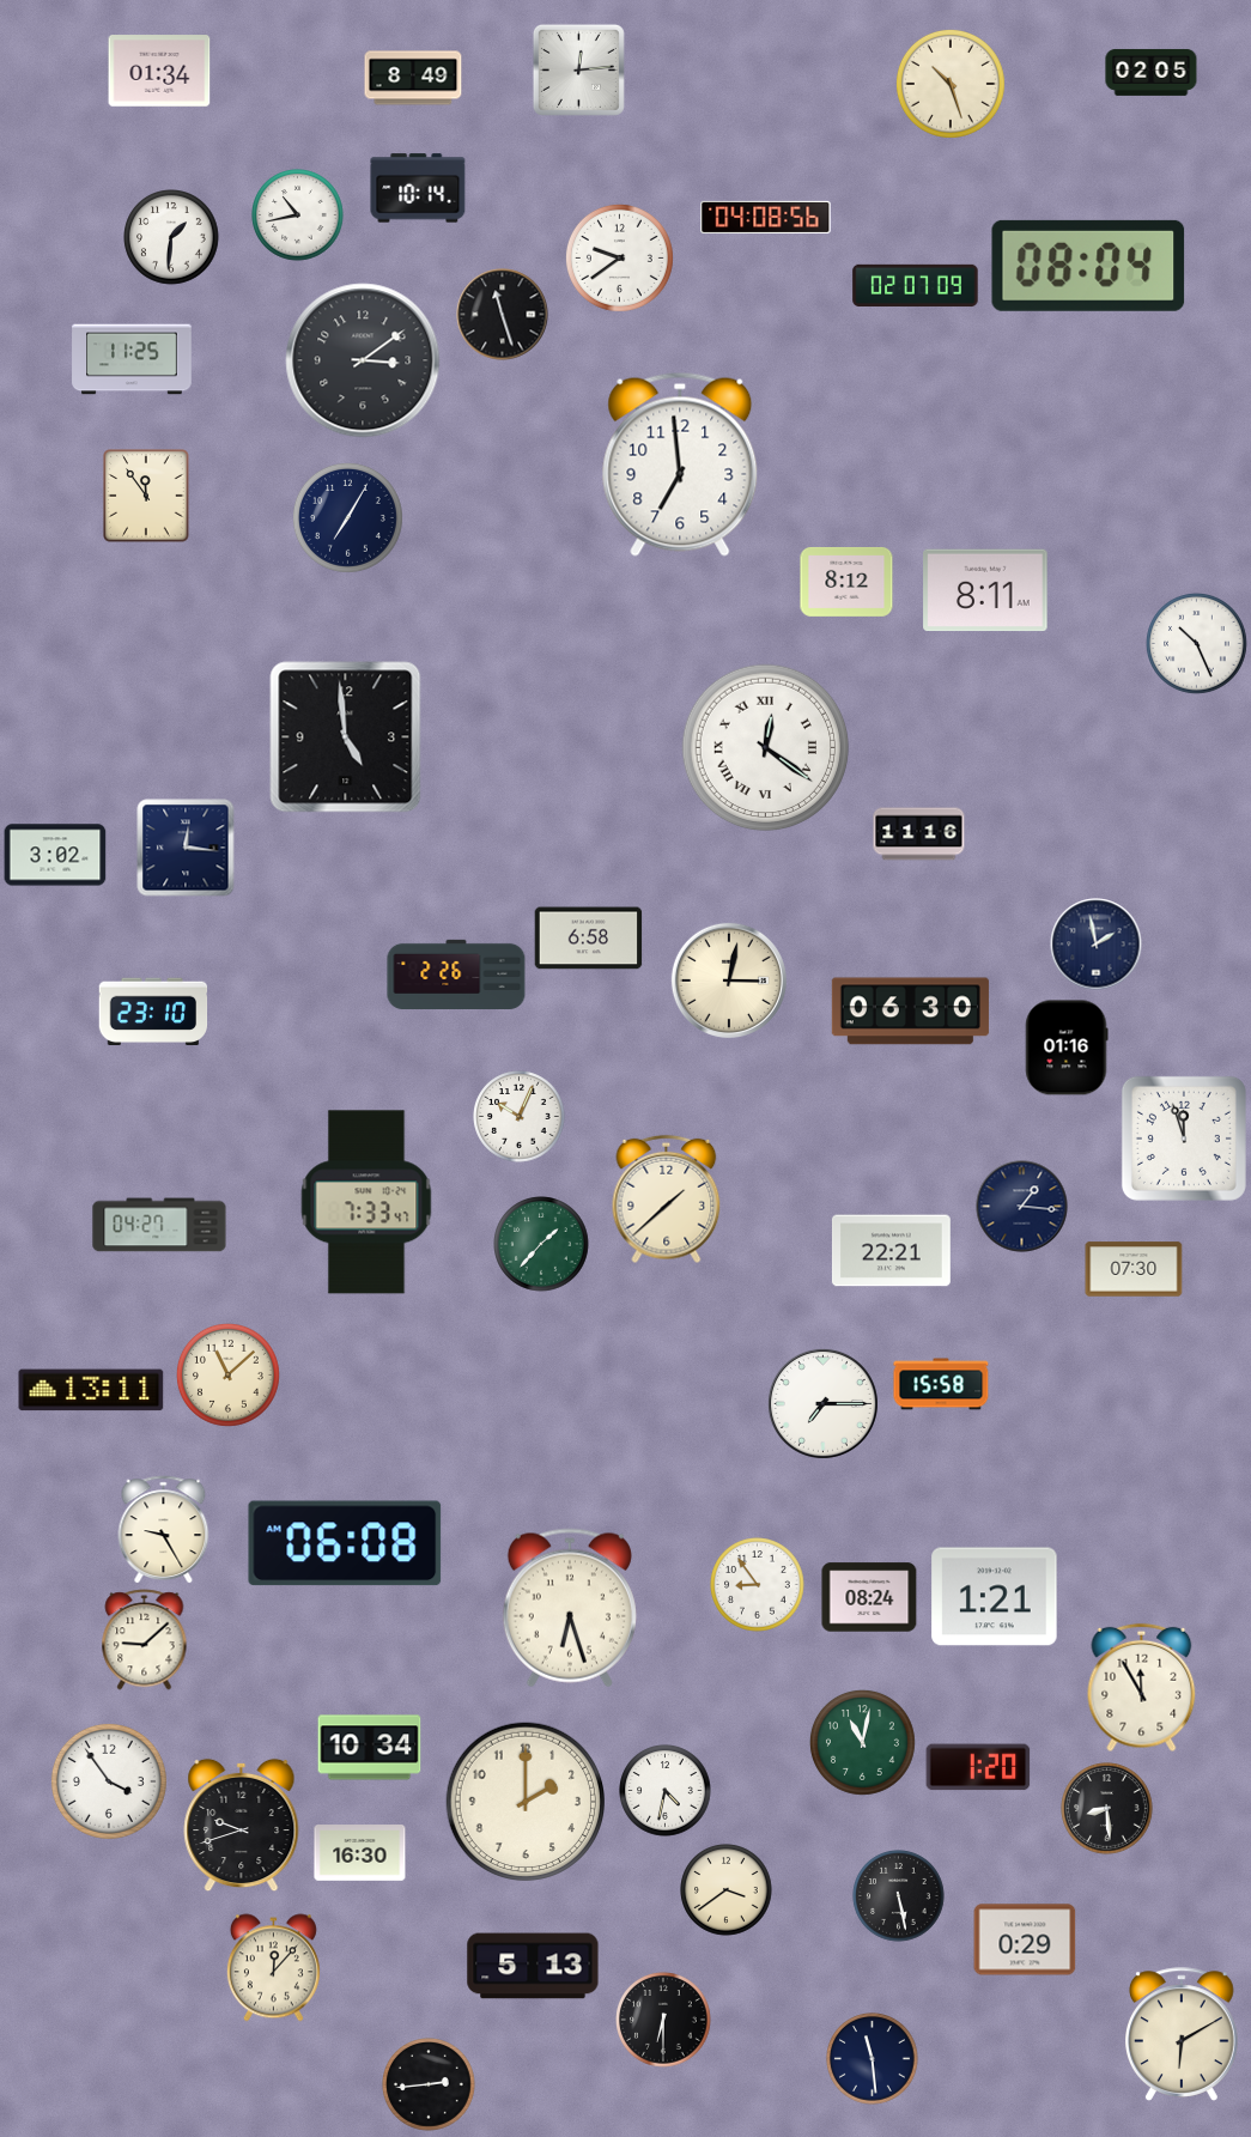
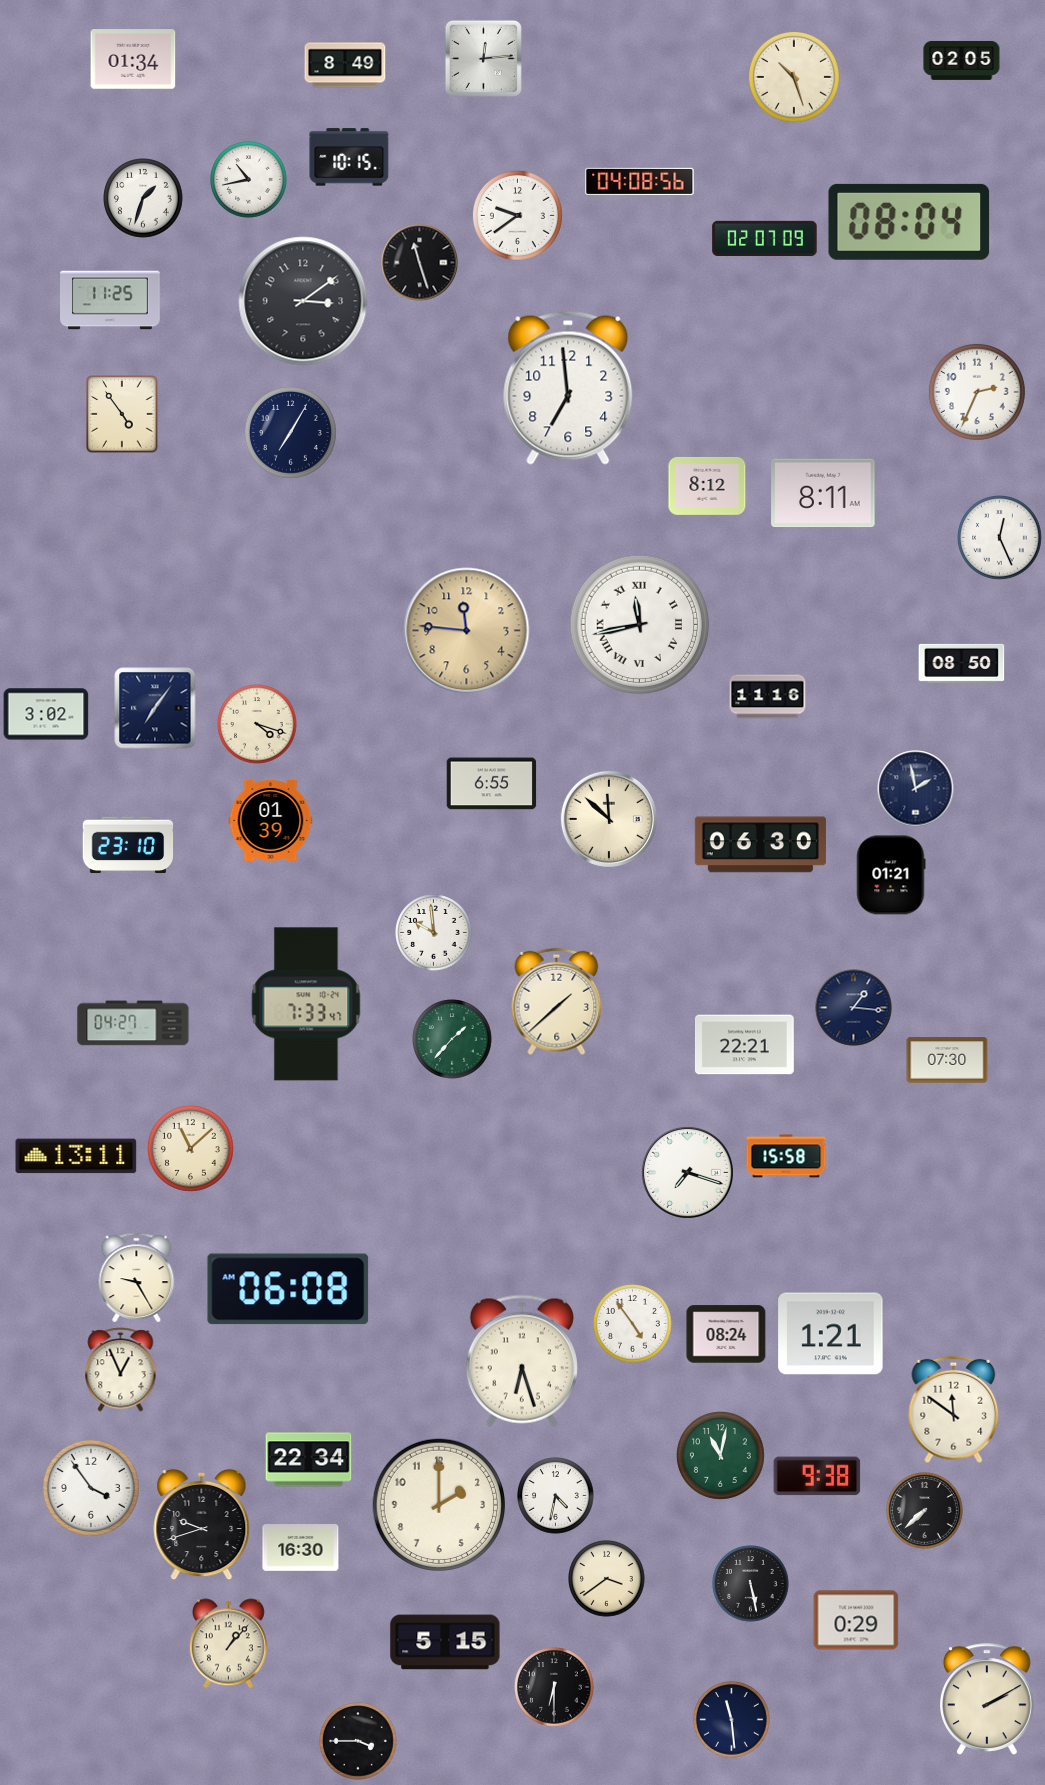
clock at (951, 84) position: (951, 84) -> (794, 77)
clock at (418, 188): 10:14 -> 10:15
clock at (171, 237): 1:31 -> 1:33
clock at (977, 392): none -> 2:34
clock at (146, 496): 11:54 -> 4:54
clock at (1197, 644): 10:26 -> 12:26
clock at (346, 737): 4:59 -> none
clock at (766, 748): 12:21 -> 11:43
clock at (467, 631): none -> 11:46
clock at (962, 663): none -> 08:50
clock at (186, 848): 12:16 -> 7:06
clock at (257, 724): none -> 4:18
clock at (589, 939): 6:58 -> 6:55
clock at (456, 973): 2:26 -> none
clock at (729, 981): 3:02 -> 11:52
clock at (271, 820): none -> 01:39
clock at (1067, 1048): 01:16 -> 01:21
clock at (520, 1117): 10:04 -> 9:59
clock at (1184, 1139): 11:57 -> none
clock at (91, 1390) position: (91, 1390) -> (76, 1156)
clock at (822, 1403): 7:15 -> 7:18
clock at (758, 1585): 8:54 -> 4:54
clock at (570, 1608) position: (570, 1608) -> (522, 1361)
clock at (145, 1640): 9:08 -> 12:56
clock at (1142, 1688): 11:55 -> 11:51
clock at (370, 1748): 10:34 -> 22:34
clock at (978, 1767): 1:20 -> 9:38
clock at (1107, 1809): 8:29 -> 7:38
clock at (533, 1966): 5:13 -> 5:15
clock at (273, 1968): 12:07 -> 1:07
clock at (1183, 2034): 6:10 -> 2:10
clock at (873, 2059) position: (873, 2059) -> (732, 1720)
clock at (429, 2084): 2:44 -> 3:45
